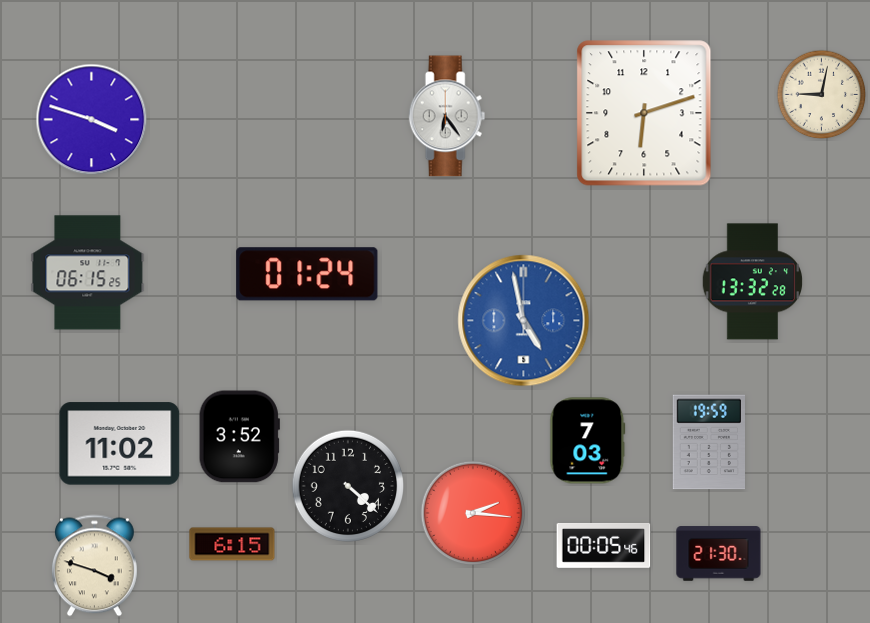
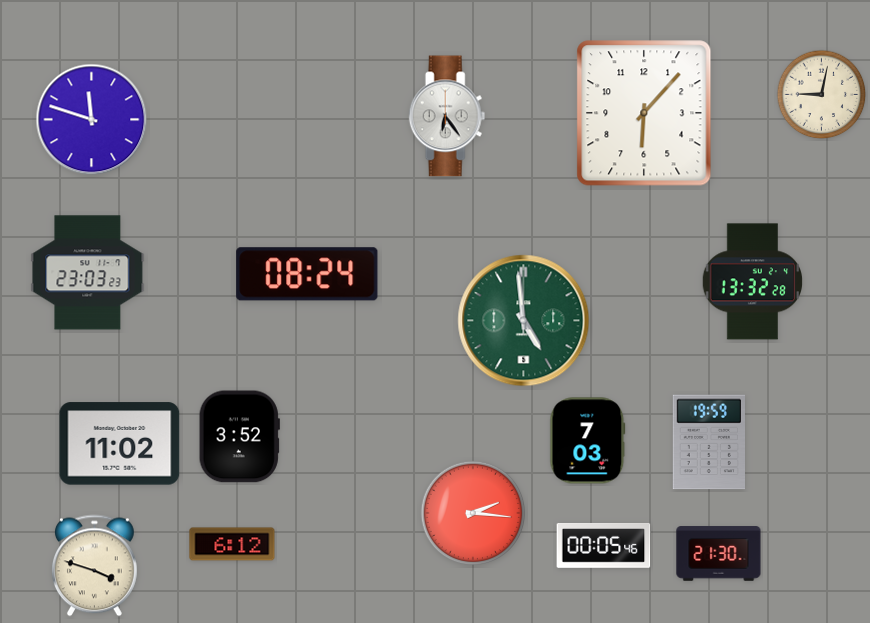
clock at (644, 113): 6:12 -> 6:07
clock at (92, 120): 3:48 -> 11:48
clock at (88, 273): 06:15 -> 23:03
clock at (307, 274): 01:24 -> 08:24
clock at (524, 321): 4:58 -> 4:59
clock at (524, 321) dial: blue -> green
clock at (347, 485): 4:22 -> none
clock at (232, 544): 6:15 -> 6:12
